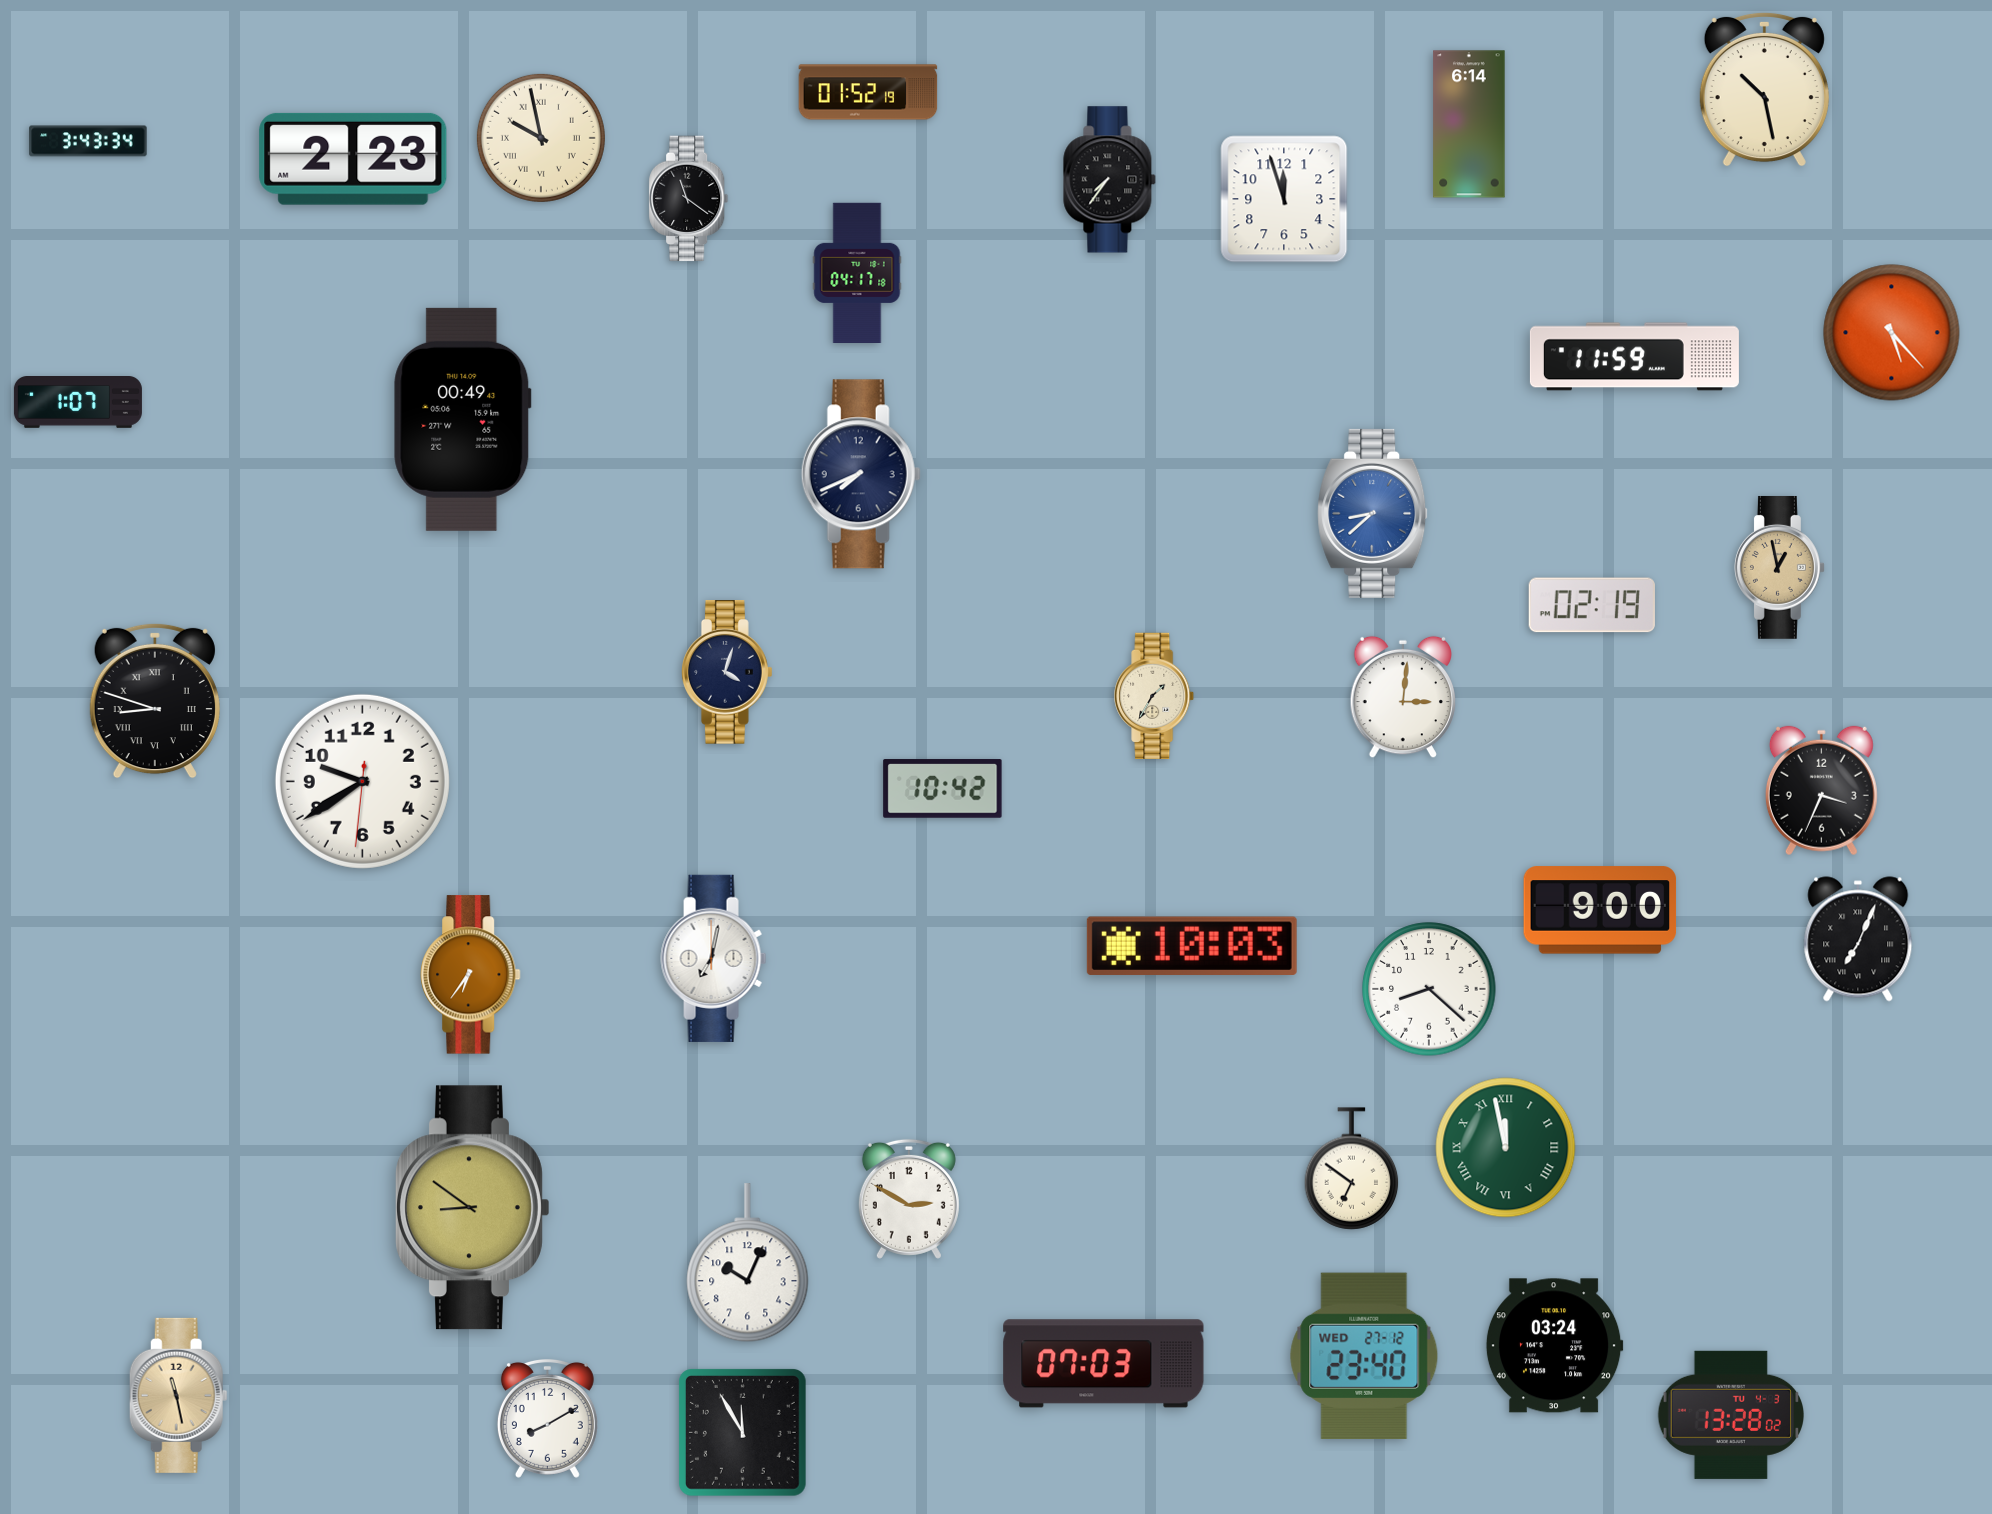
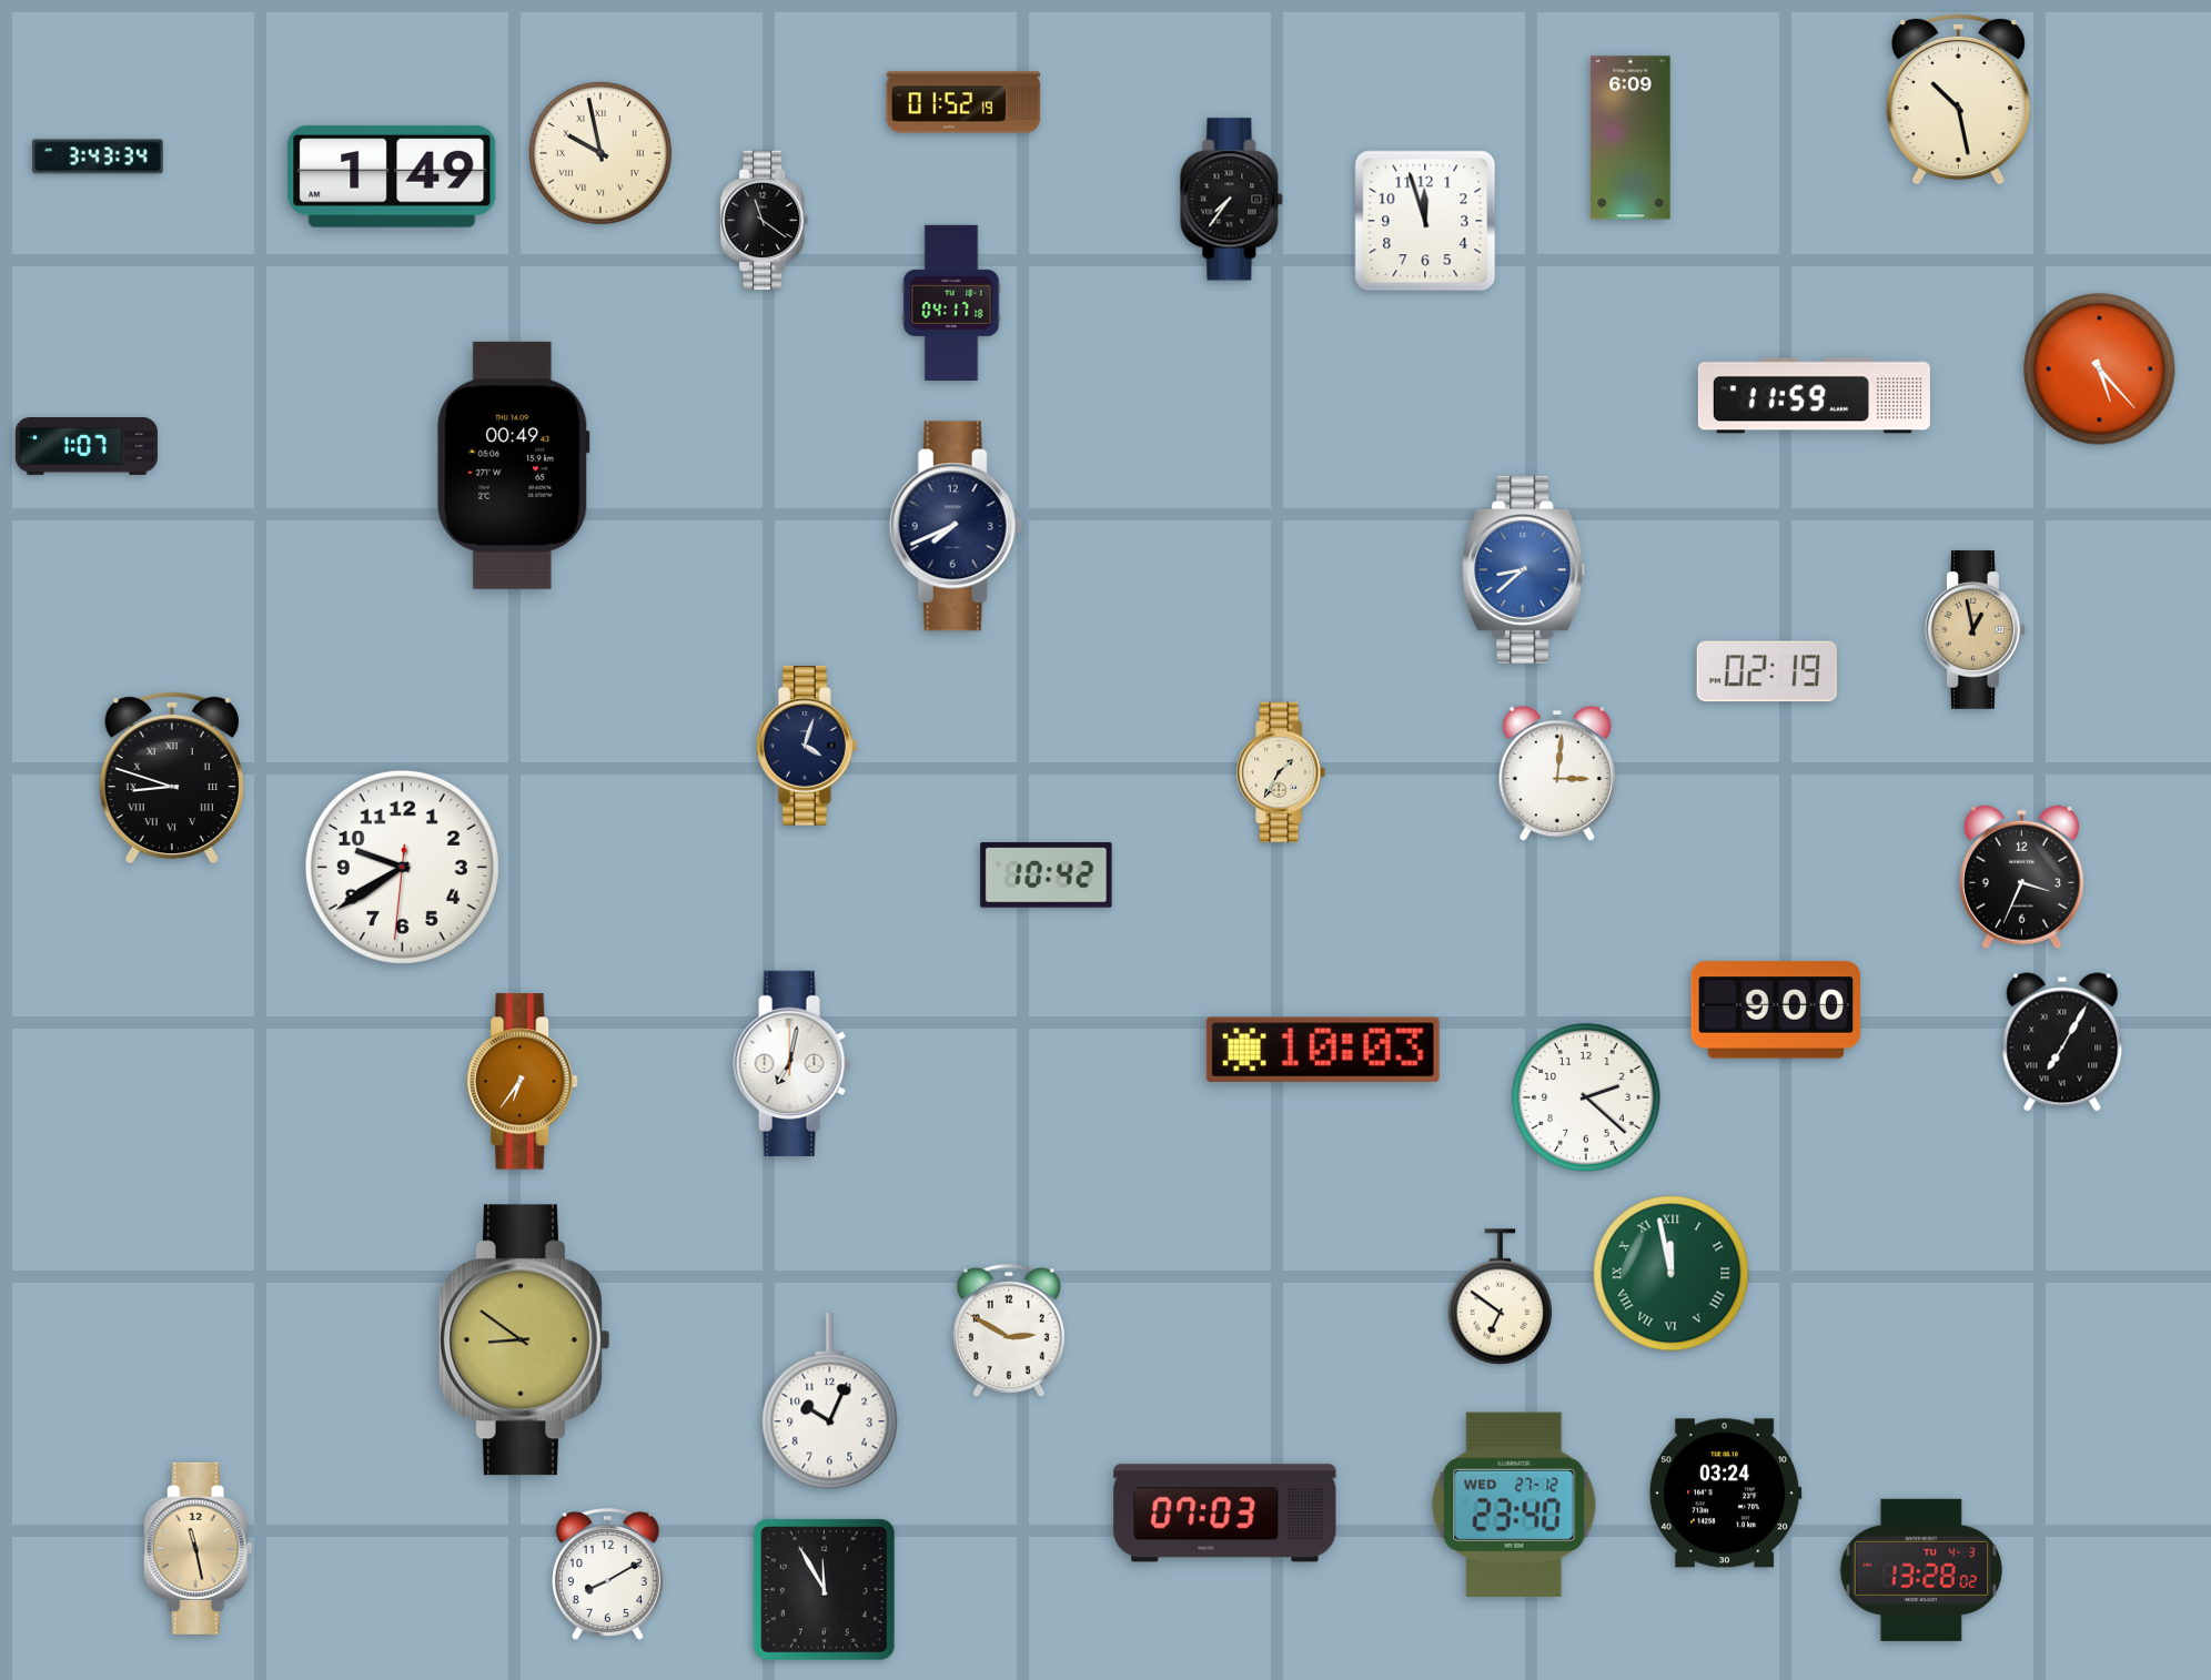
clock at (1469, 124): 6:14 -> 6:09
clock at (353, 159): 2:23 -> 1:49
clock at (1858, 939): 7:04 -> 7:05
clock at (1429, 989): 8:22 -> 2:22
